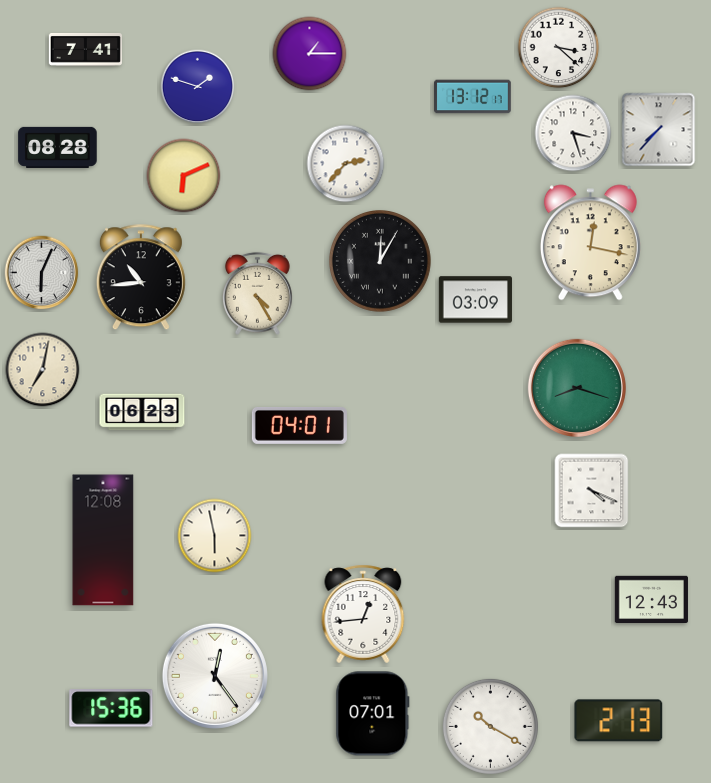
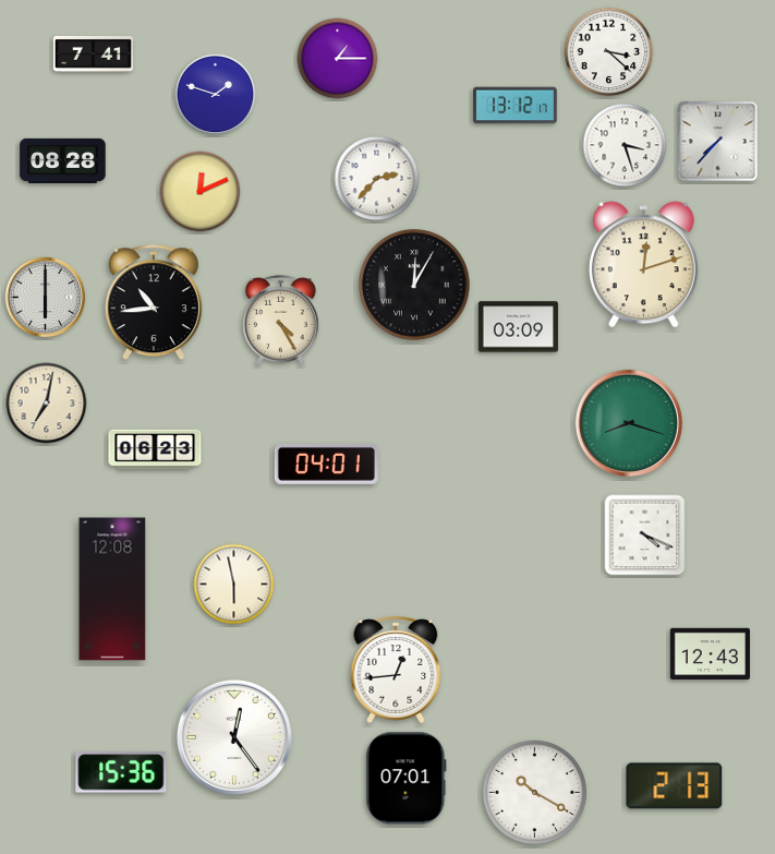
clock at (184, 176): 6:11 -> 12:11
clock at (590, 243): 12:17 -> 12:12
clock at (42, 273): 6:04 -> 6:00
